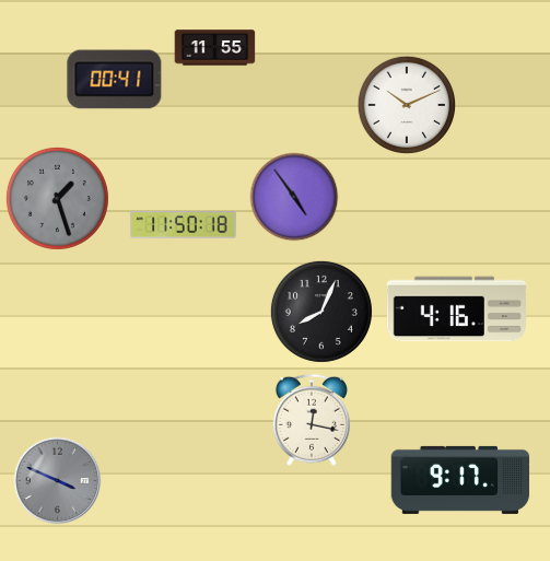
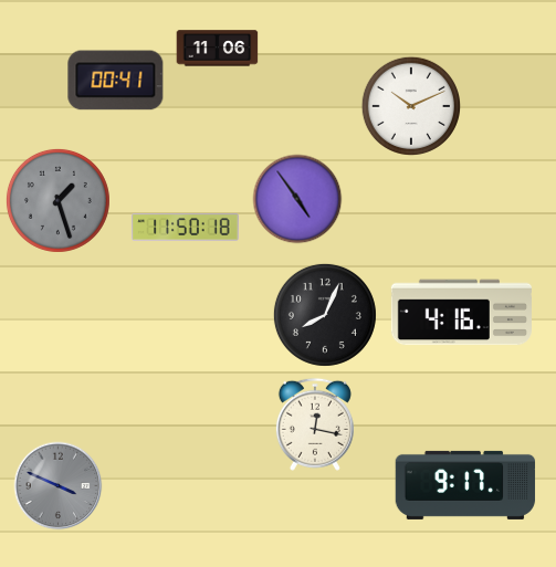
clock at (215, 48): 11:55 -> 11:06
